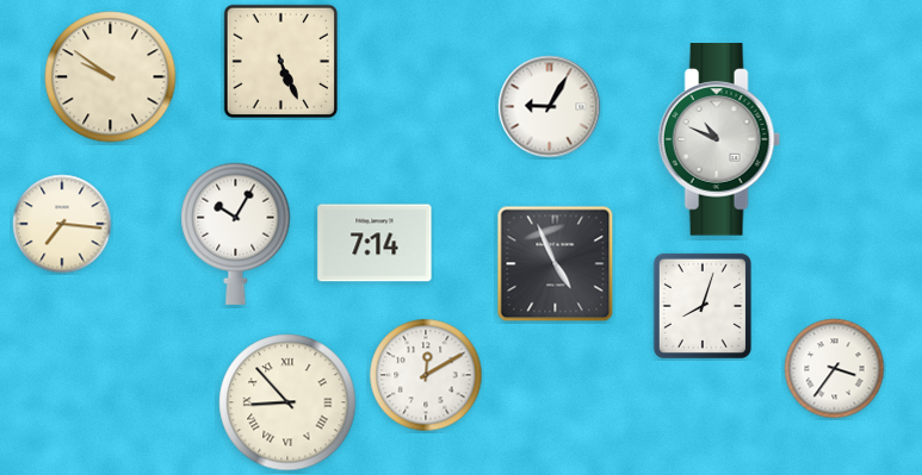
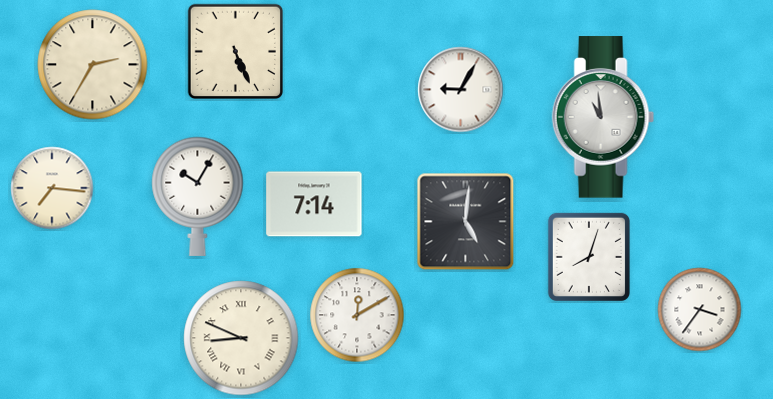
clock at (111, 77): 9:51 -> 2:35
clock at (719, 139): 10:49 -> 10:59
clock at (556, 264): 4:56 -> 5:01
clock at (287, 402): 8:53 -> 8:49
